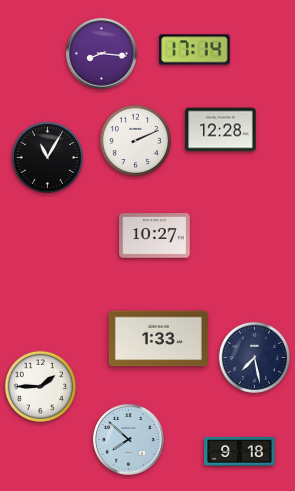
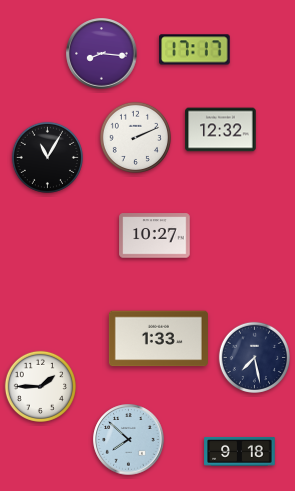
clock at (195, 50): 17:14 -> 17:17
clock at (221, 130): 12:28 -> 12:32
clock at (135, 140) position: (135, 140) -> (135, 137)
